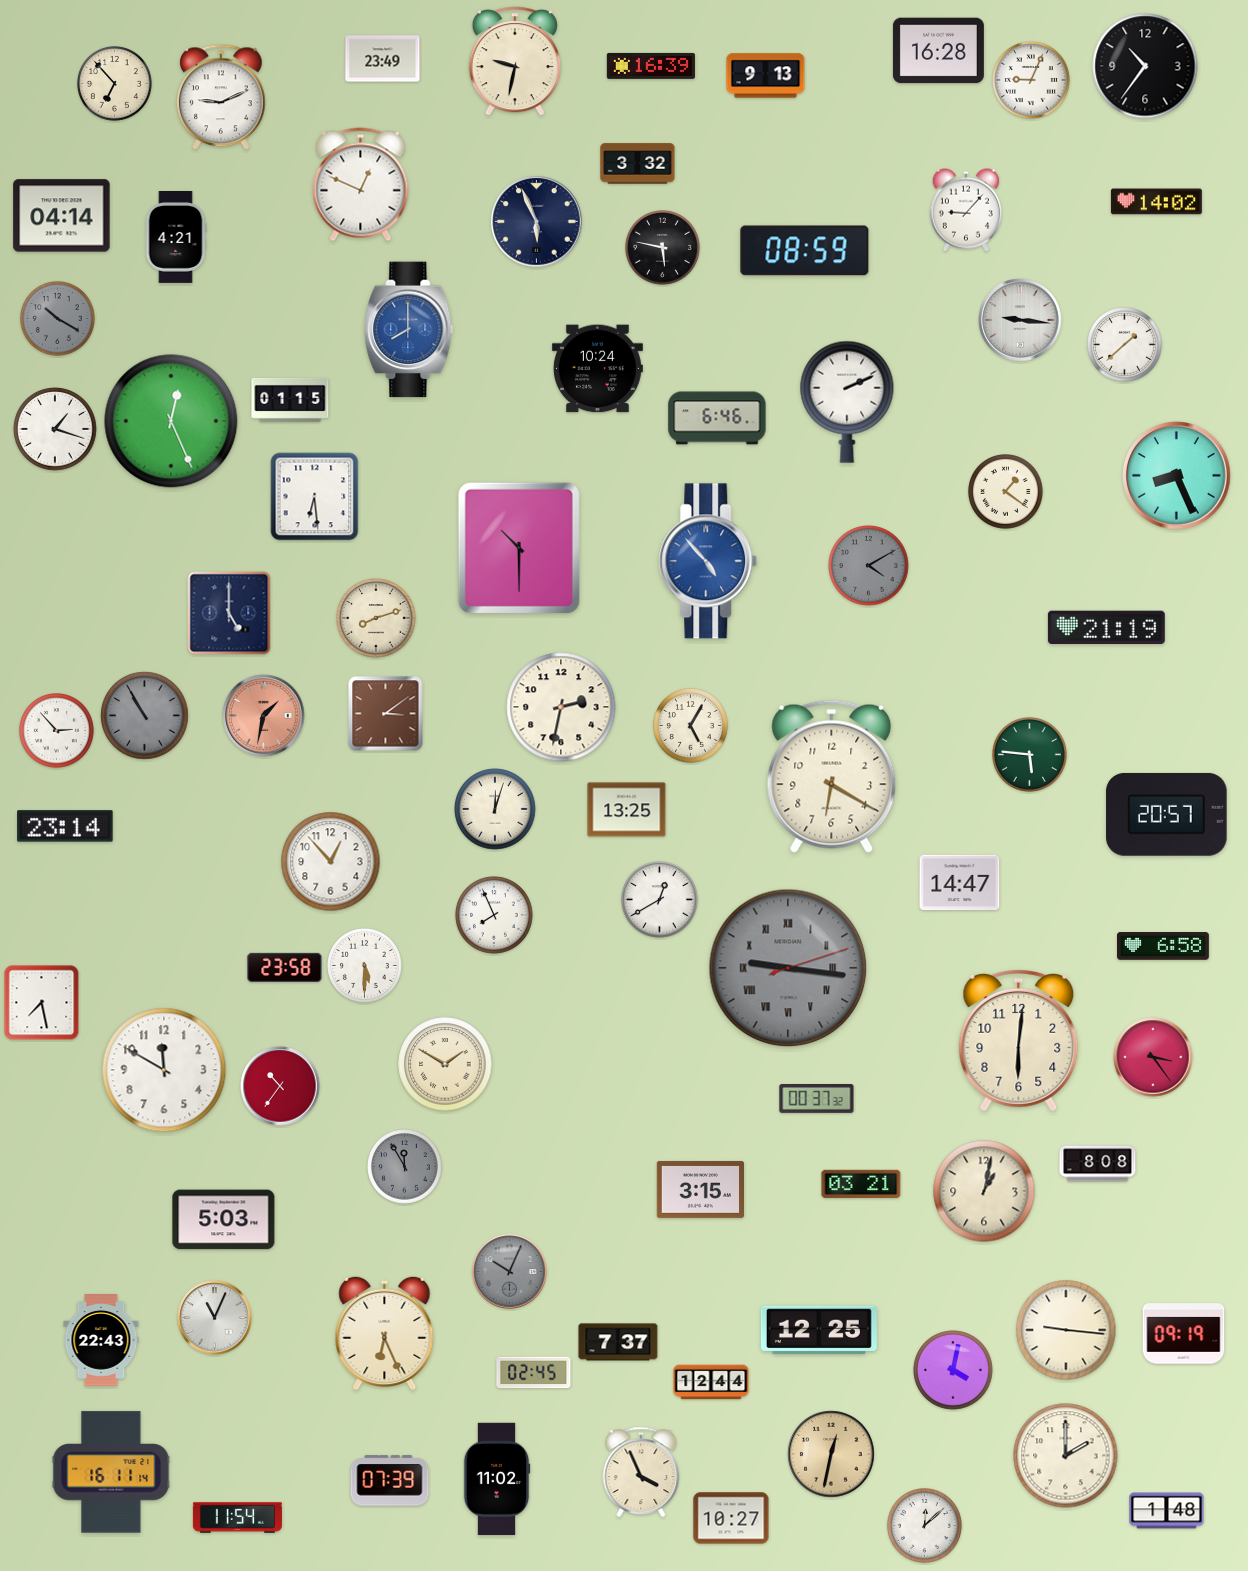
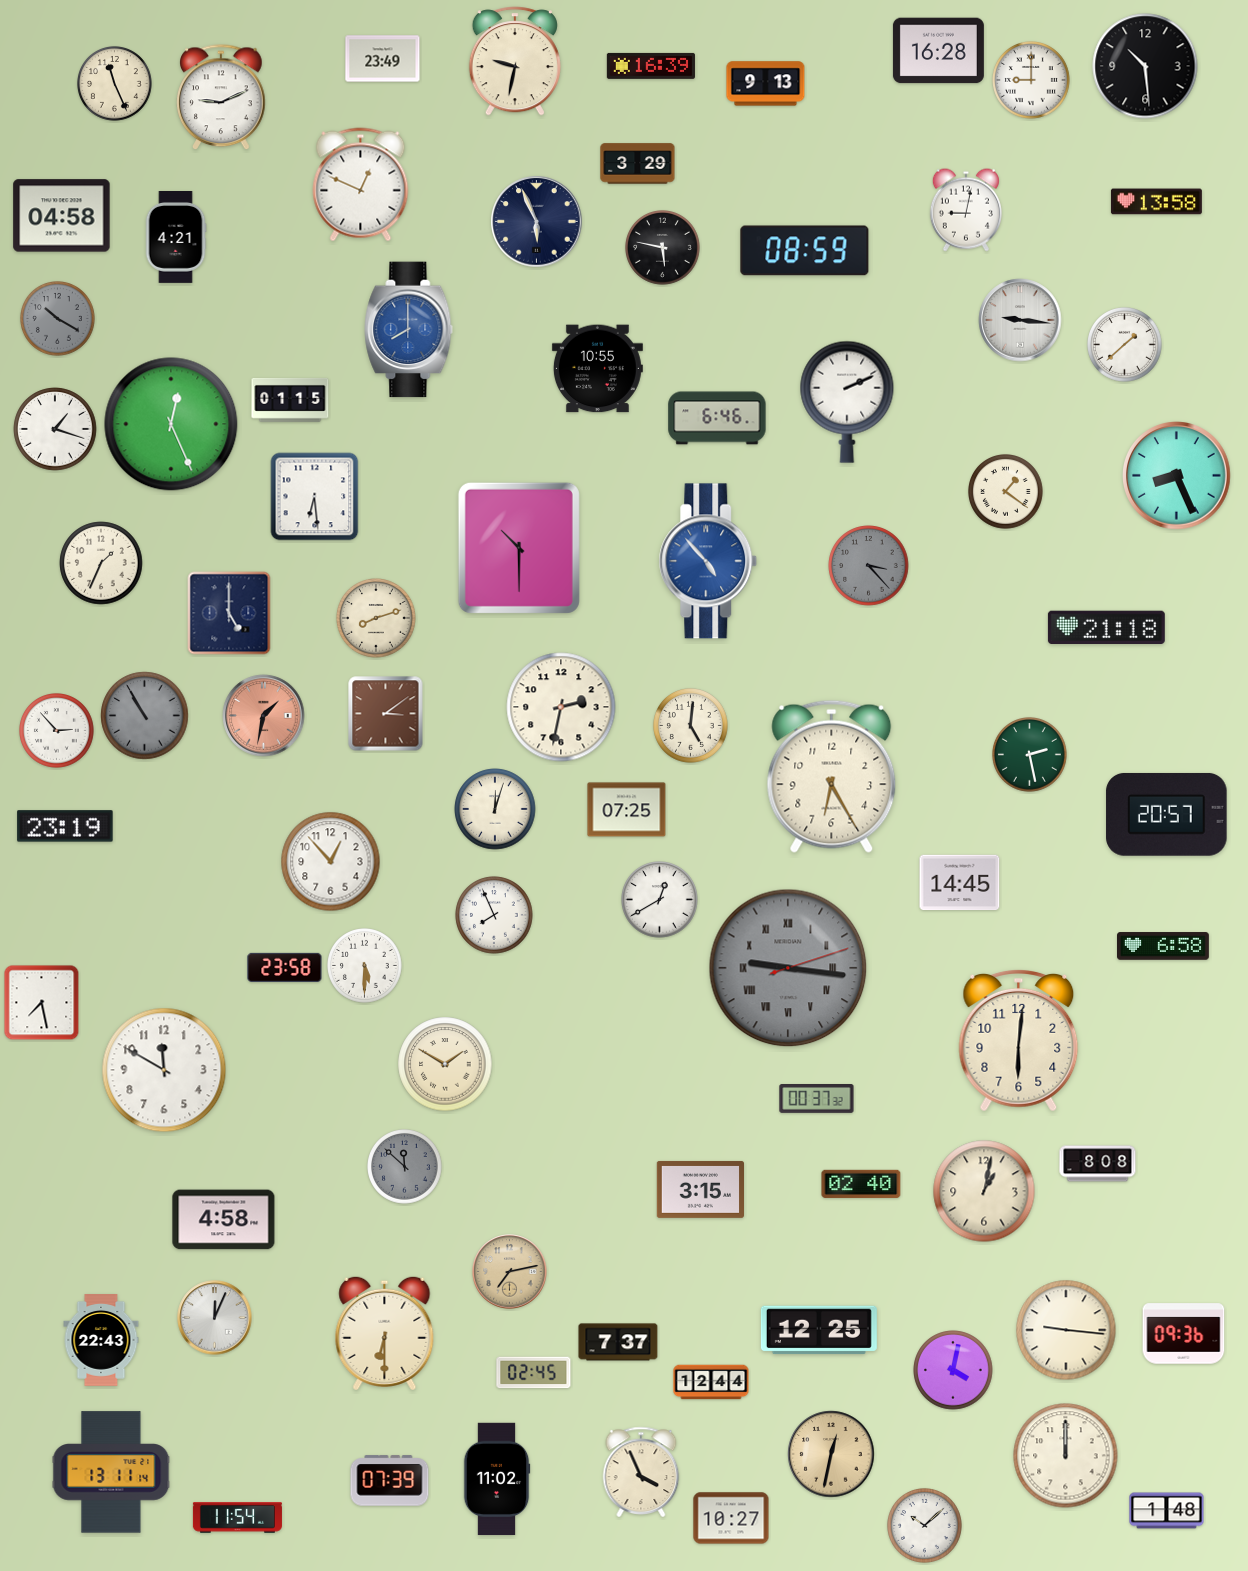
clock at (1145, 66): 10:36 -> 10:29
clock at (766, 76) position: (766, 76) -> (766, 84)
clock at (1031, 80): 9:04 -> 9:00
clock at (115, 84): 6:53 -> 11:26
clock at (638, 164): 3:32 -> 3:29
clock at (1156, 202): 14:02 -> 13:58
clock at (966, 210): 9:07 -> 9:02
clock at (62, 216): 04:14 -> 04:58
clock at (597, 369): 10:24 -> 10:55
clock at (171, 421) position: (171, 421) -> (171, 424)
clock at (101, 563): none -> 1:34
clock at (869, 566): 4:10 -> 3:23
clock at (1106, 628): 21:19 -> 21:18
clock at (691, 726): 5:05 -> 5:01
clock at (1030, 755): 5:46 -> 2:28
clock at (832, 776): 6:20 -> 6:25
clock at (627, 810): 13:25 -> 07:25
clock at (65, 826): 23:14 -> 23:19
clock at (960, 883): 14:47 -> 14:45
clock at (1153, 1057): 3:24 -> none
clock at (280, 1086): 10:36 -> none
clock at (405, 1167): 11:55 -> 11:52
clock at (861, 1184): 03:21 -> 02:40
clock at (224, 1220): 5:03 -> 4:58
clock at (510, 1272): 10:04 -> 7:13
clock at (510, 1272) dial: grey -> champagne
clock at (215, 1318): 11:04 -> 12:04
clock at (385, 1333): 6:26 -> 6:30
clock at (1184, 1334): 09:19 -> 09:36
clock at (1066, 1456): 2:00 -> 12:00
clock at (111, 1472): 16:11 -> 13:11
clock at (925, 1526): 12:08 -> 10:08
